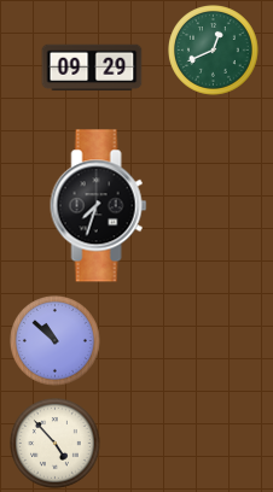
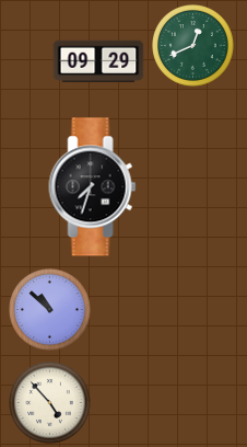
clock at (92, 68) position: (92, 68) -> (98, 61)
clock at (99, 206) position: (99, 206) -> (93, 187)
